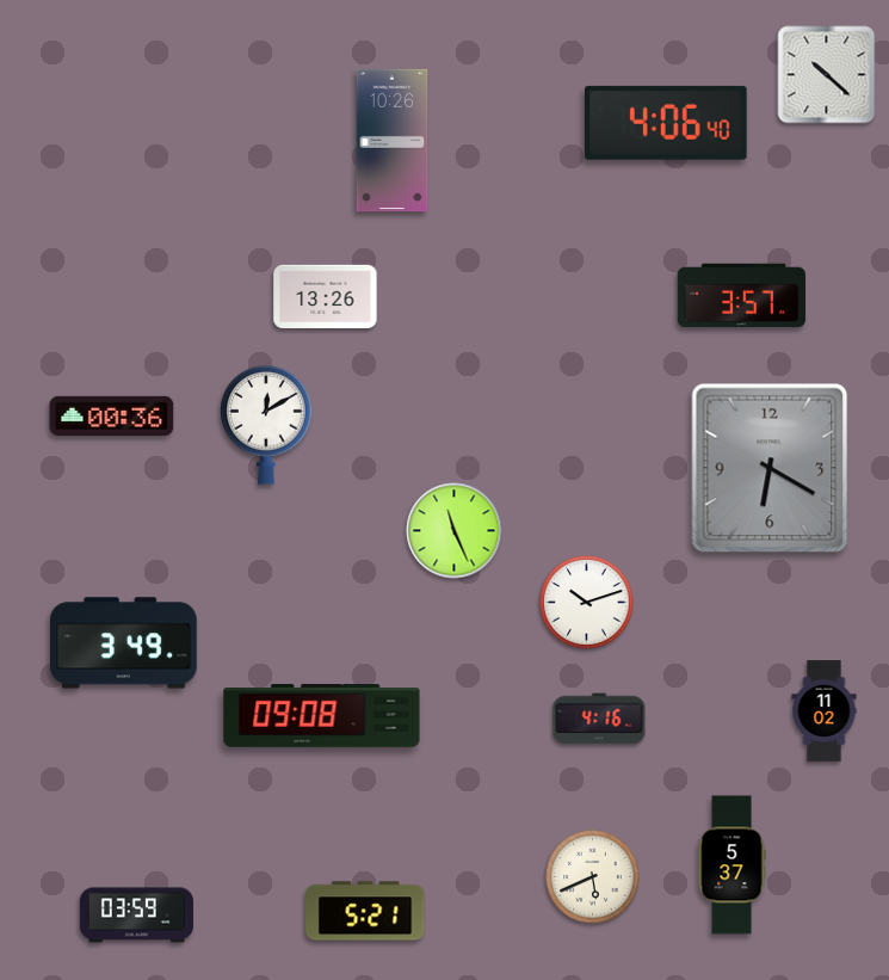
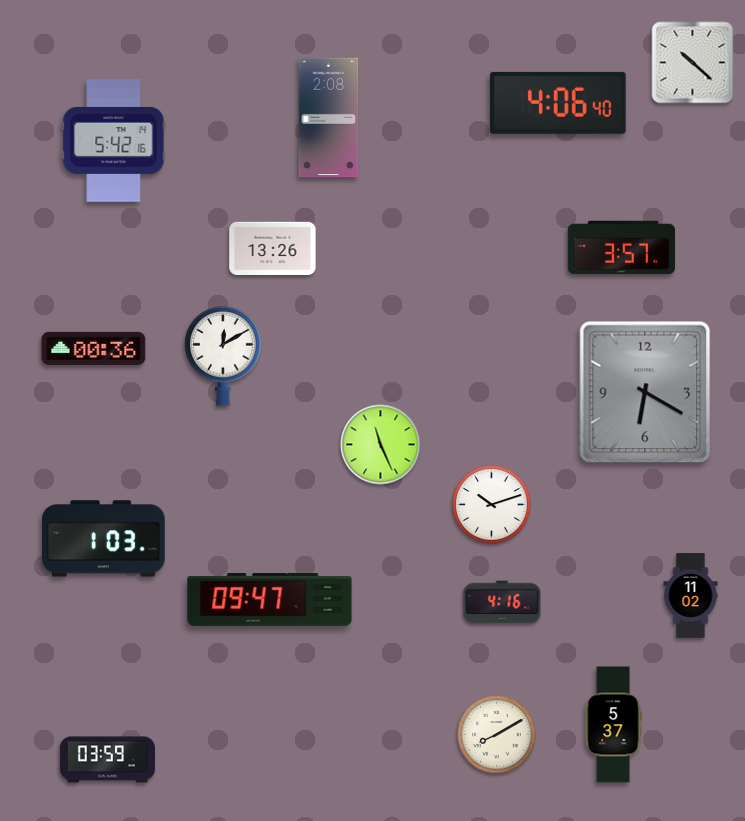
clock at (393, 141): 10:26 -> 2:08
clock at (114, 141): none -> 5:42
clock at (124, 643): 3:49 -> 1:03
clock at (322, 716): 09:08 -> 09:47
clock at (593, 877): 5:41 -> 8:10
clock at (365, 911): 5:21 -> none
clock at (136, 916) position: (136, 916) -> (107, 760)
